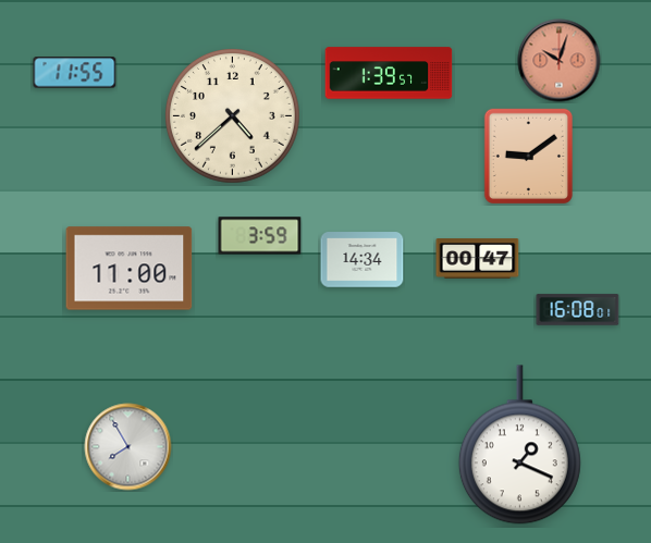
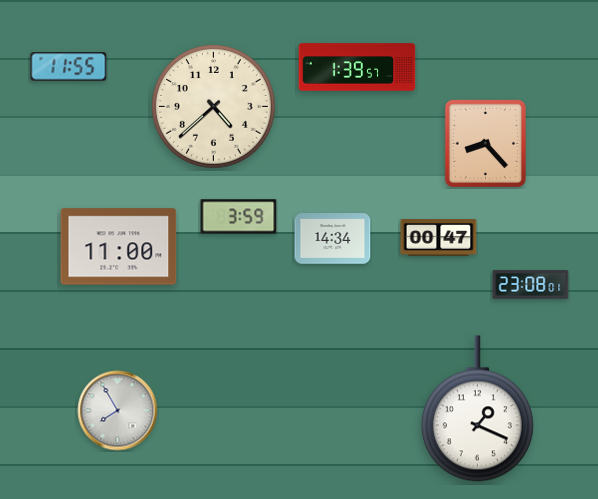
clock at (560, 61): 10:03 -> none
clock at (528, 156): 9:09 -> 8:23
clock at (578, 310): 16:08 -> 23:08
